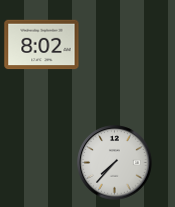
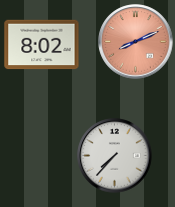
clock at (136, 42): none -> 8:11
clock at (115, 163) position: (115, 163) -> (115, 156)
